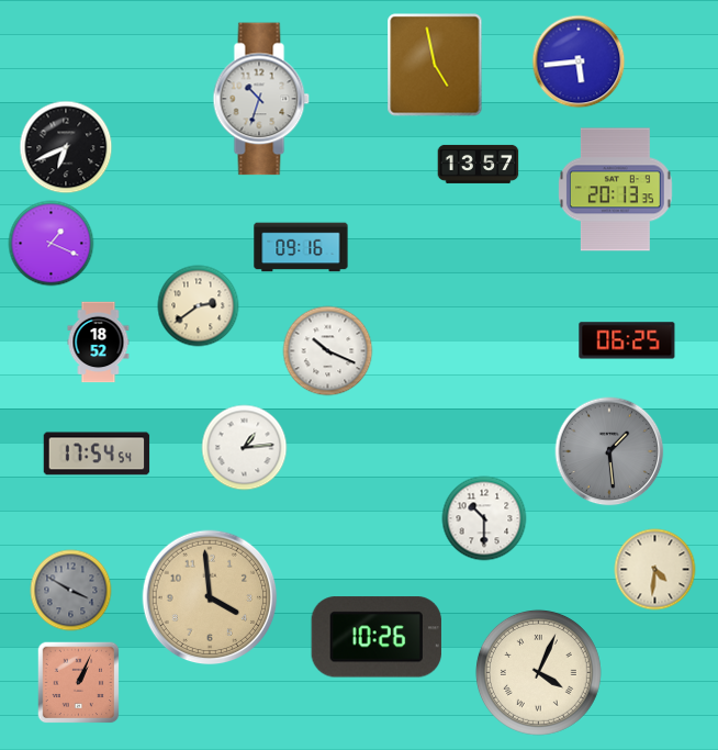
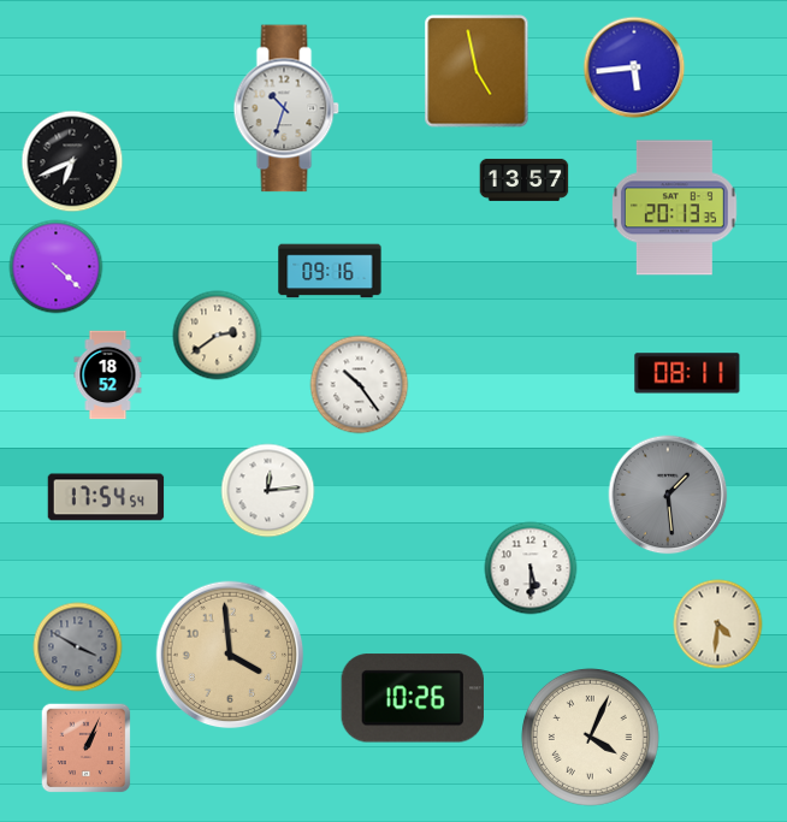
clock at (52, 244): 1:19 -> 4:22
clock at (627, 340): 06:25 -> 08:11
clock at (328, 351): 10:19 -> 10:24
clock at (245, 448): 1:14 -> 12:14
clock at (484, 518): 10:30 -> 5:30
